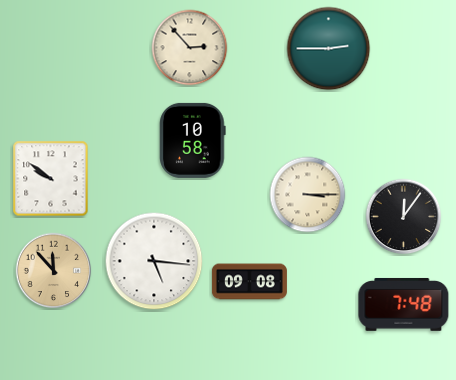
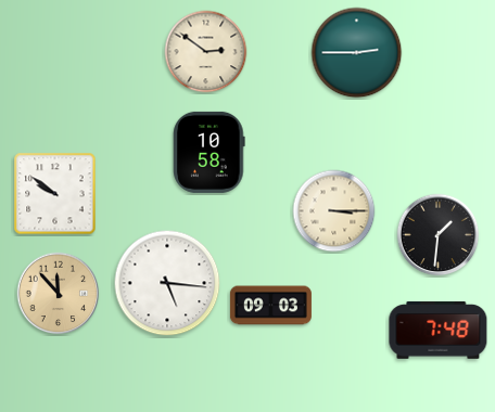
clock at (190, 48): 2:53 -> 2:51
clock at (404, 217): 12:06 -> 1:31
clock at (249, 282): 09:08 -> 09:03
